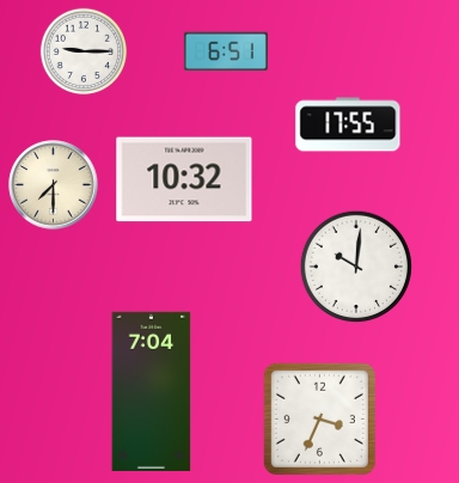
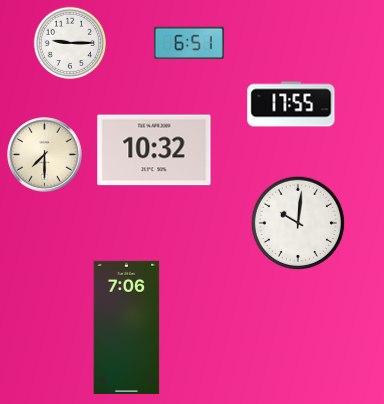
clock at (152, 391): 7:04 -> 7:06
clock at (319, 418): 3:34 -> none
